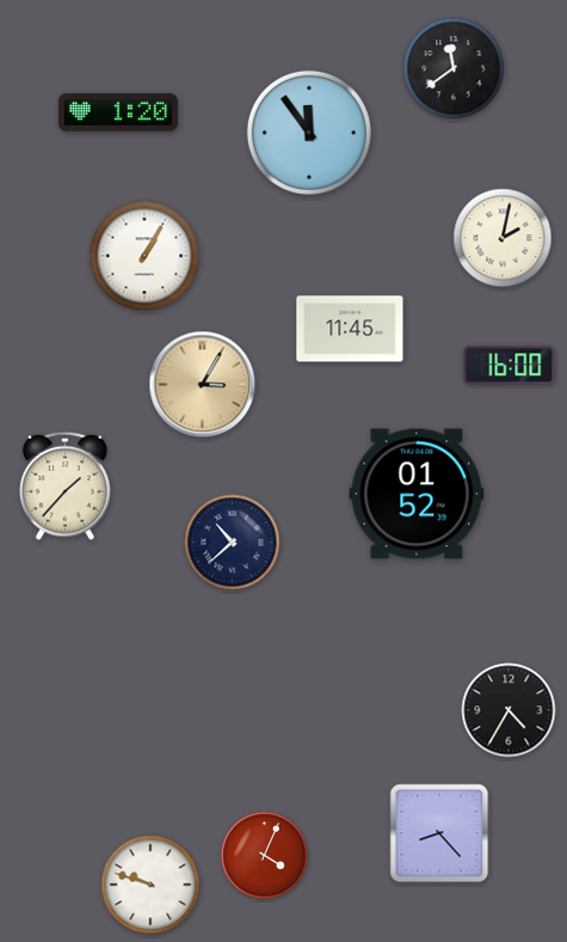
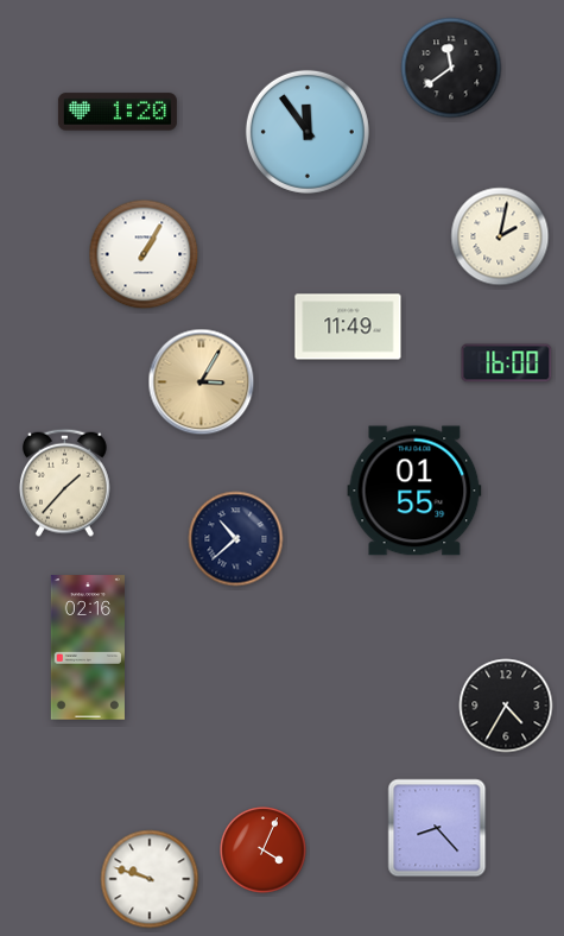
clock at (350, 329): 11:45 -> 11:49
clock at (417, 494): 01:52 -> 01:55
clock at (233, 543) position: (233, 543) -> (236, 539)
clock at (88, 647): none -> 02:16
